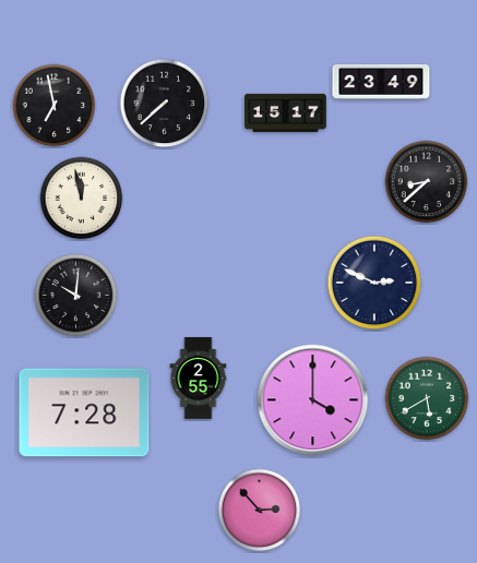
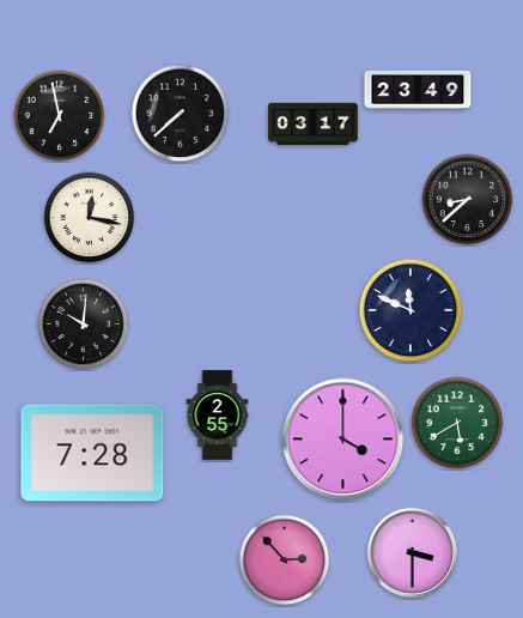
clock at (286, 112): 15:17 -> 03:17
clock at (82, 199): 11:58 -> 12:17
clock at (374, 283): 2:49 -> 11:49
clock at (427, 398) position: (427, 398) -> (457, 423)
clock at (412, 552): none -> 3:30
